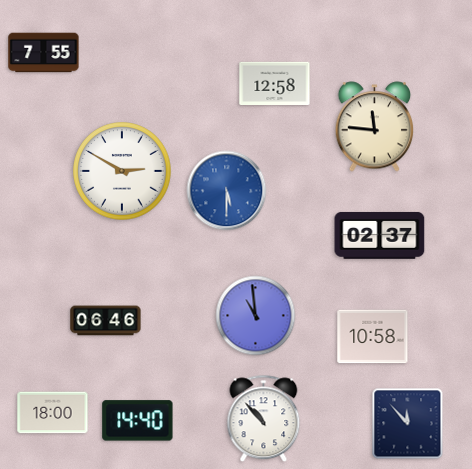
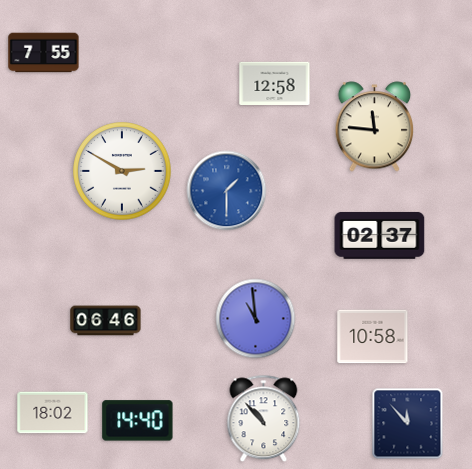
clock at (227, 191): 5:30 -> 1:30
clock at (256, 316) position: (256, 316) -> (256, 319)
clock at (53, 413): 18:00 -> 18:02
